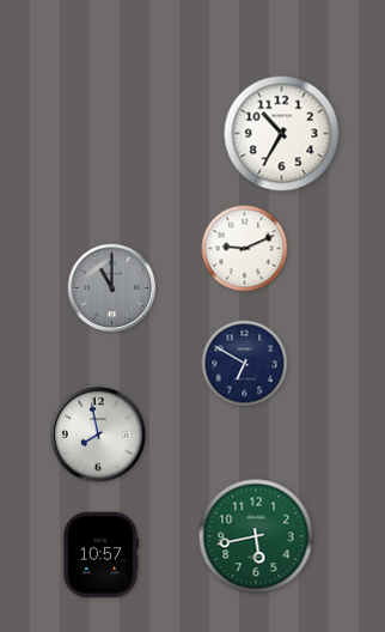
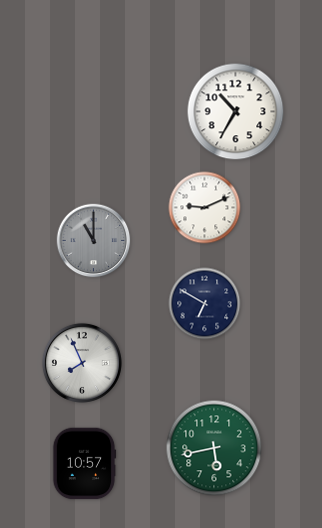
clock at (98, 434): 7:58 -> 7:56
